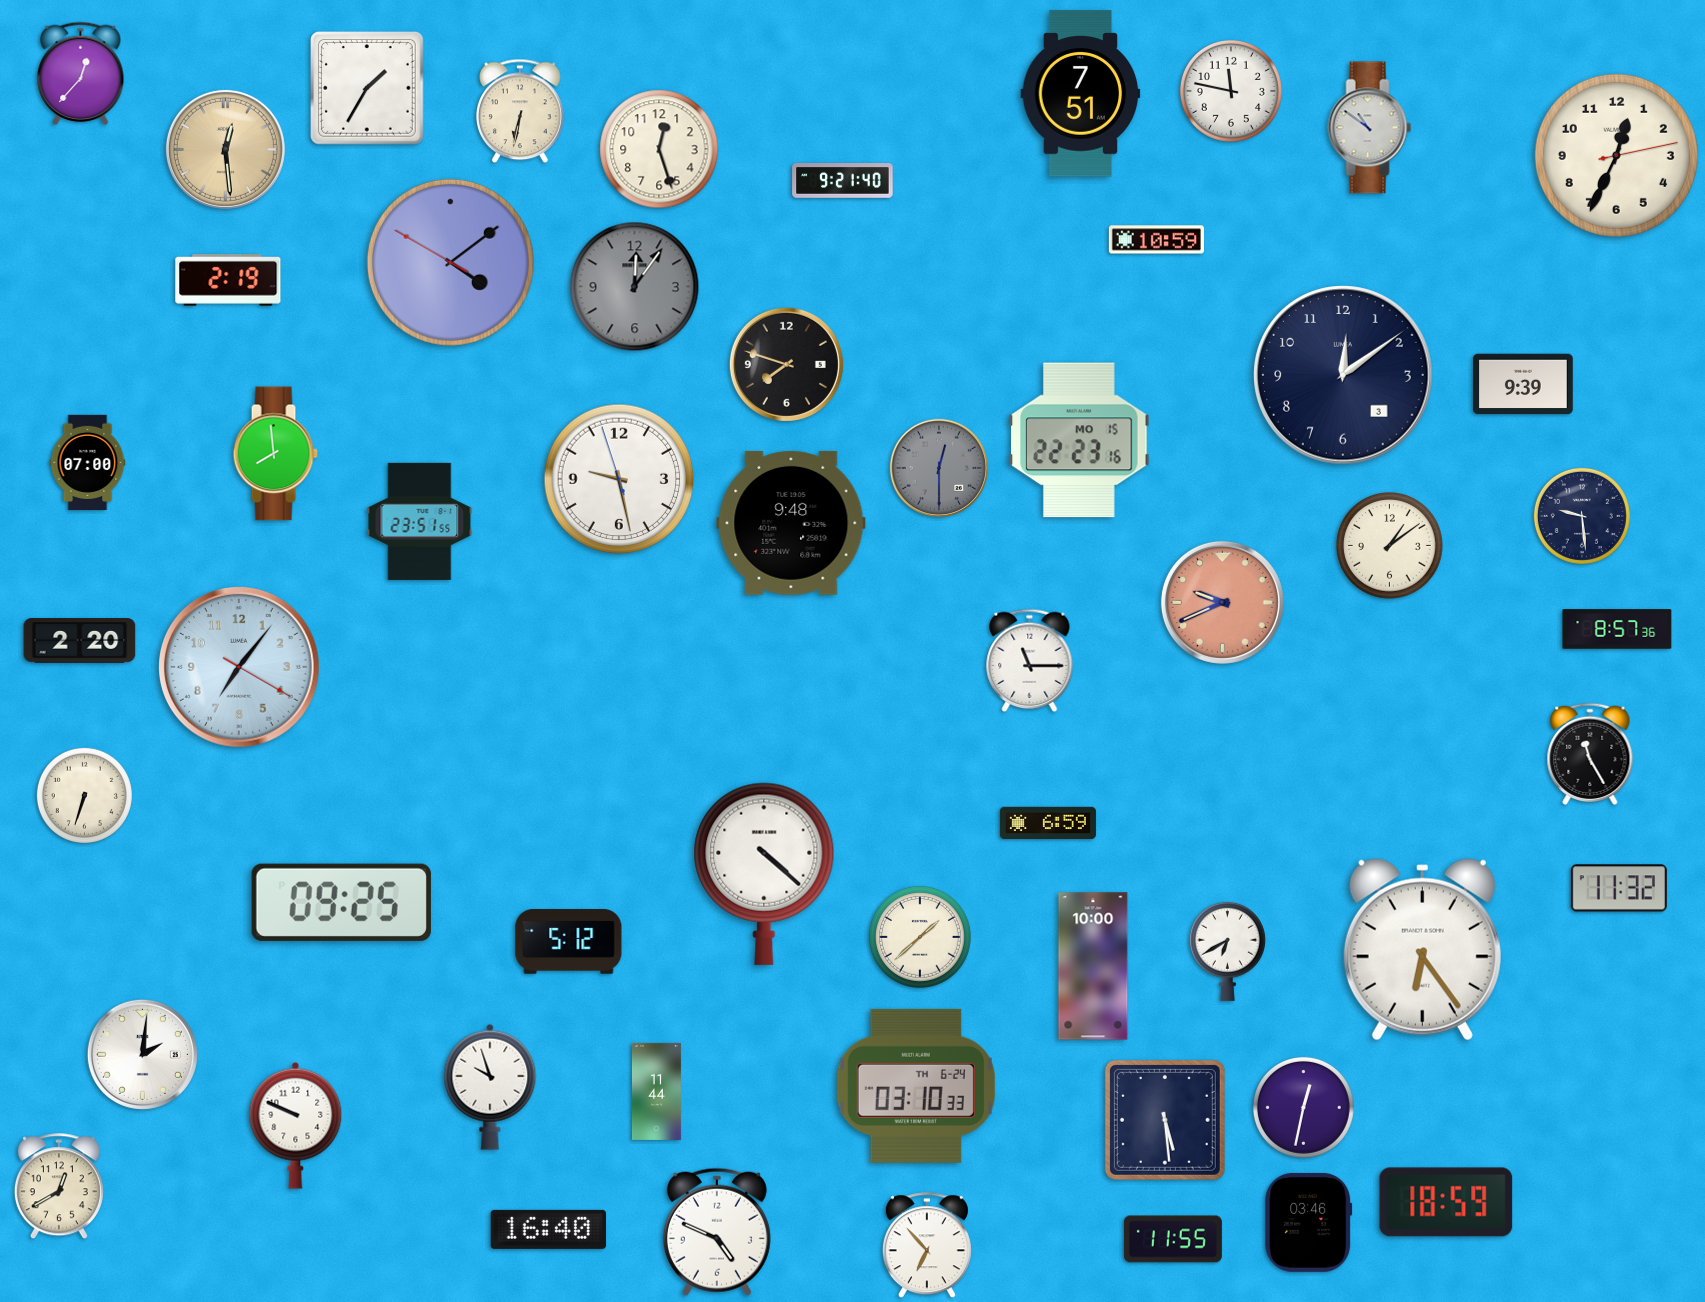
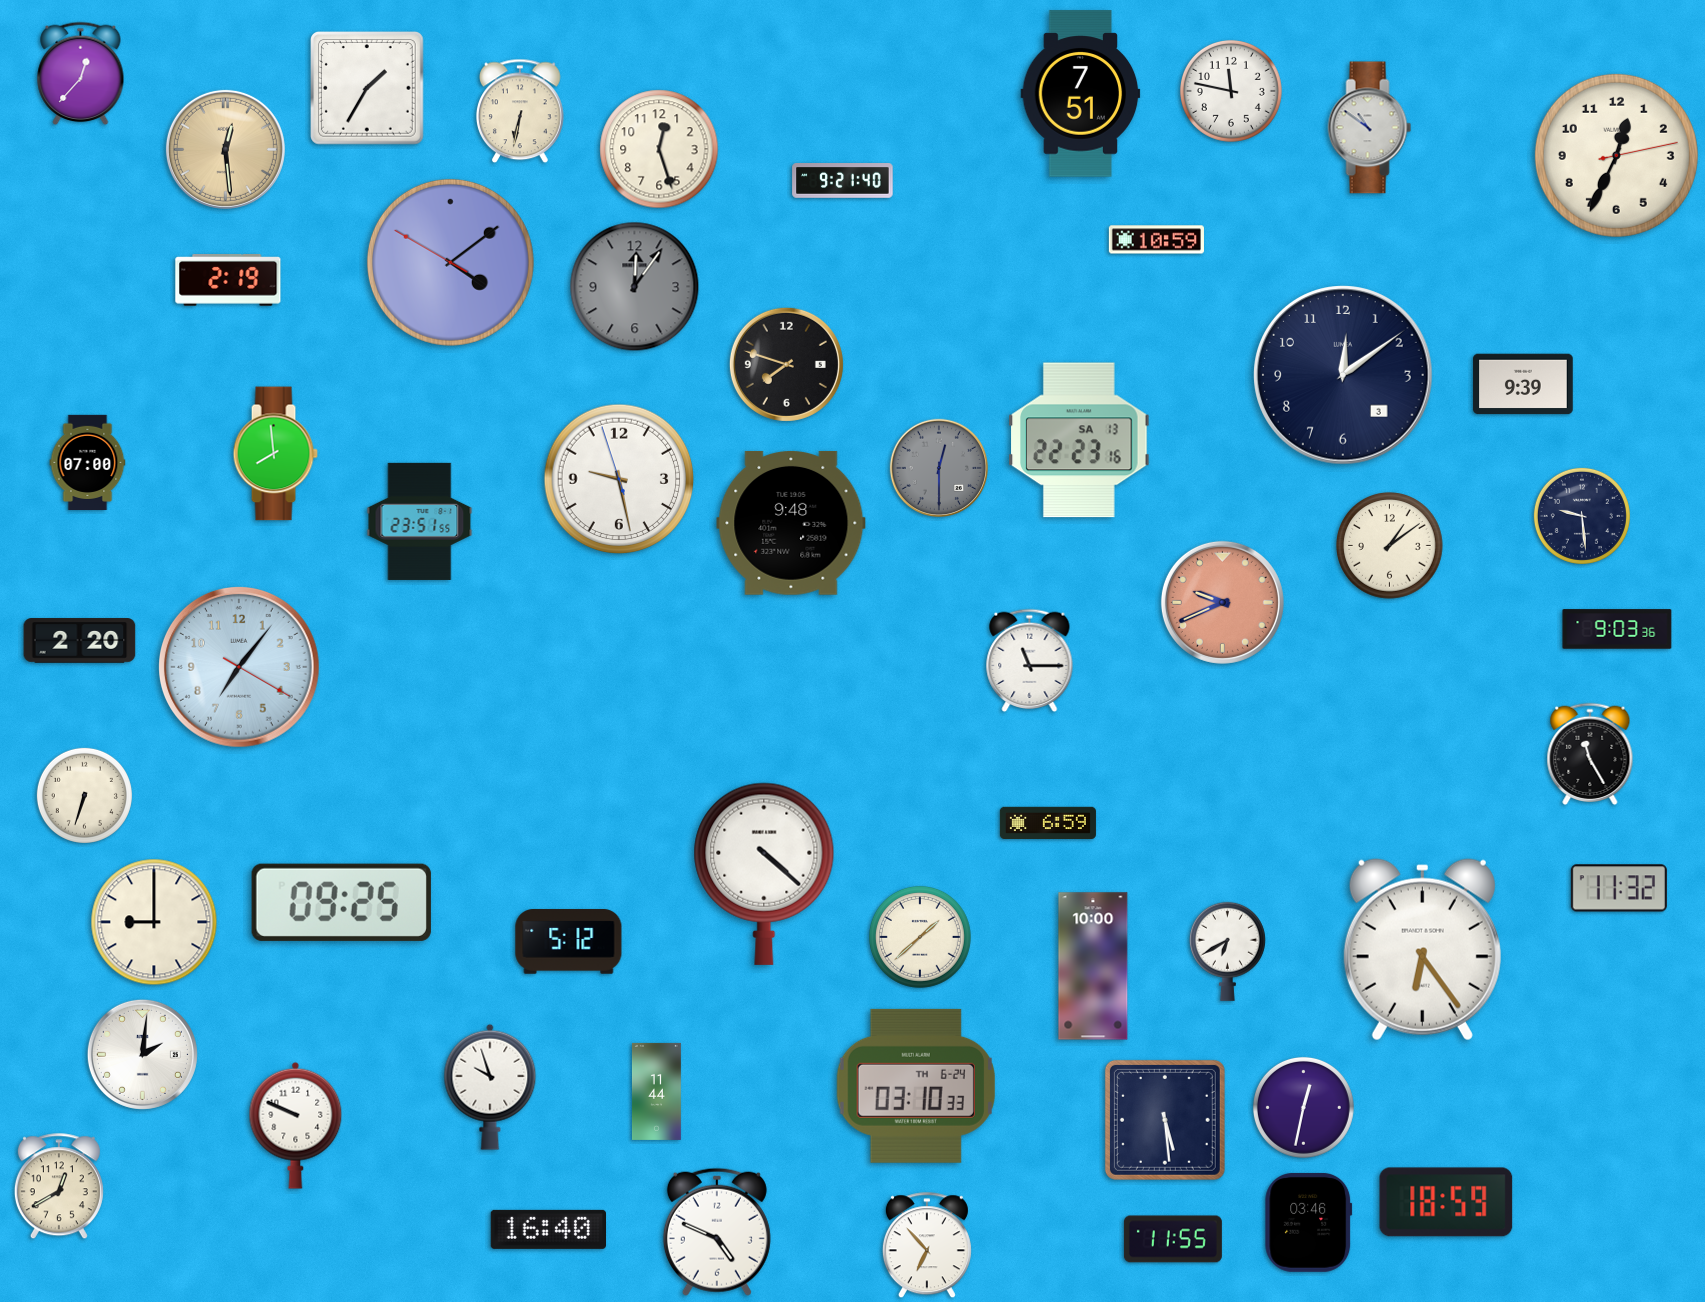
clock at (1079, 440) date: MO 15 -> SA 13
clock at (1617, 629): 8:57 -> 9:03
clock at (154, 922): none -> 9:00
